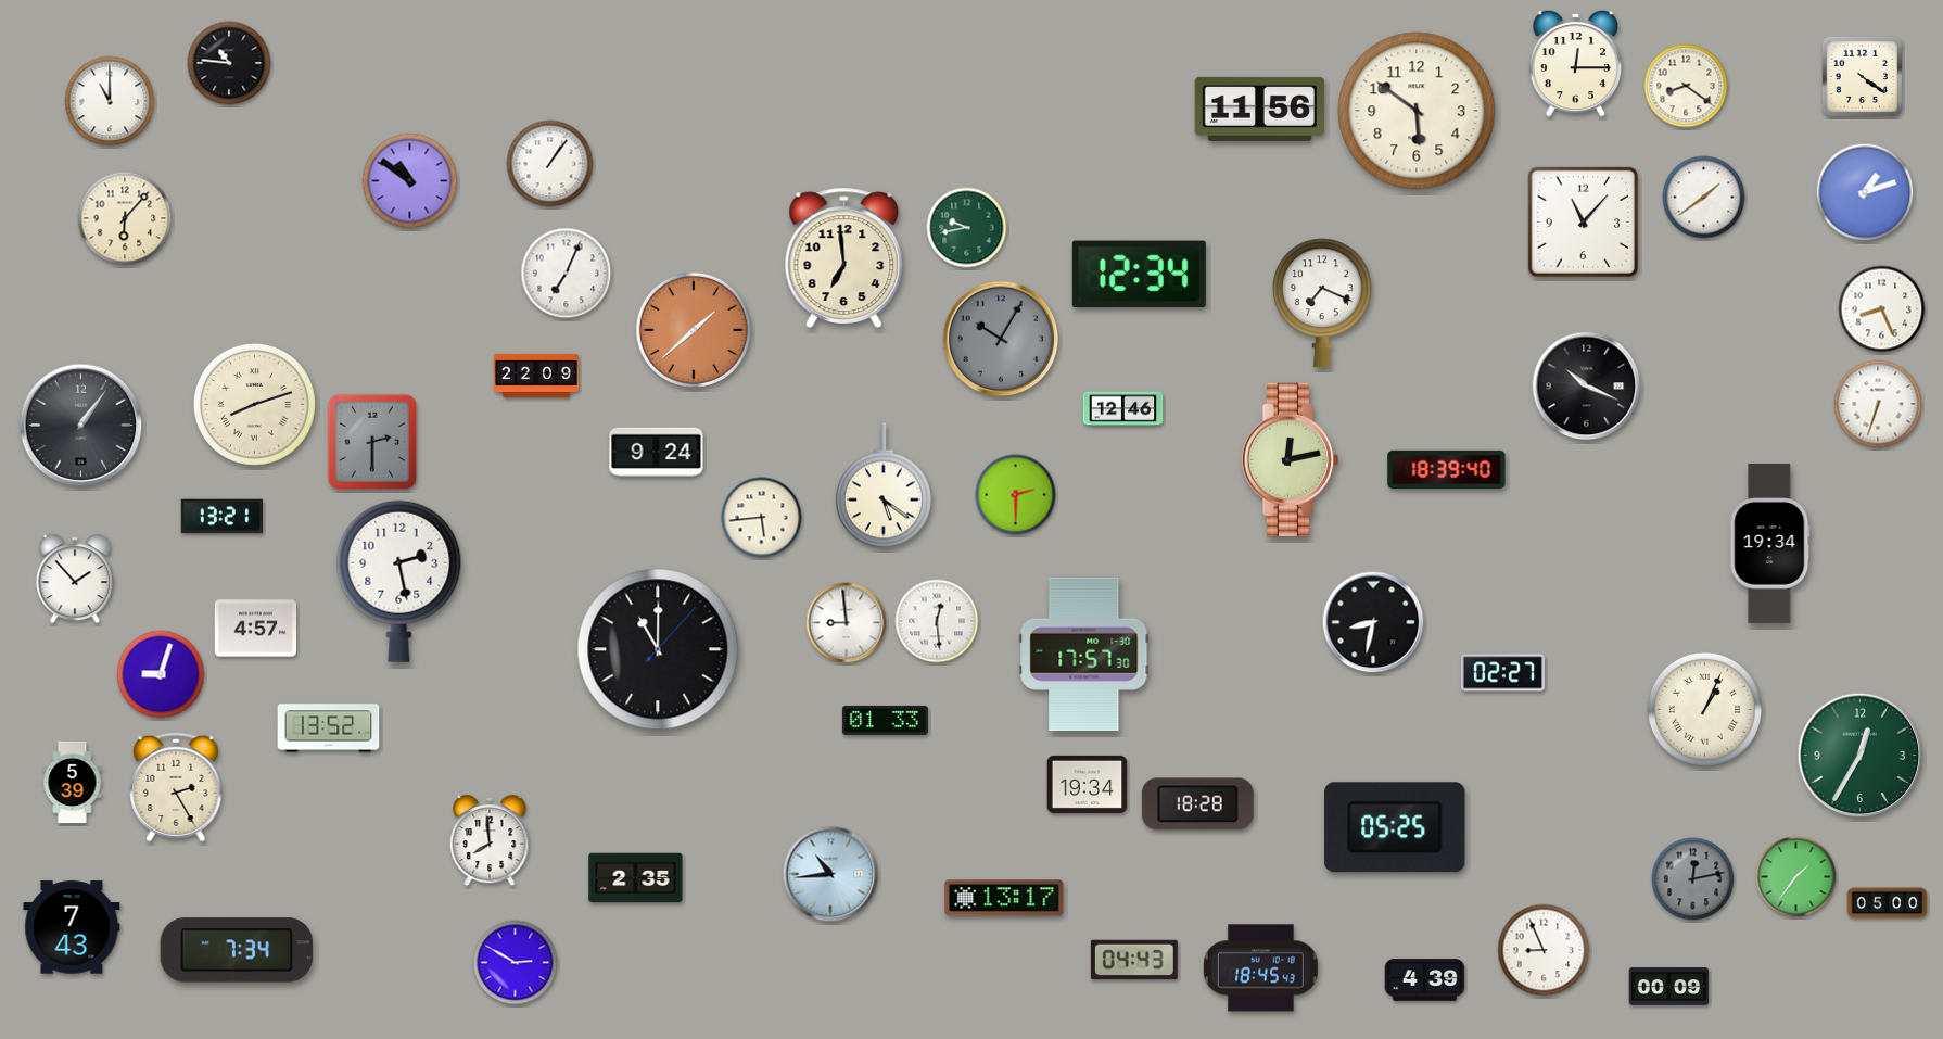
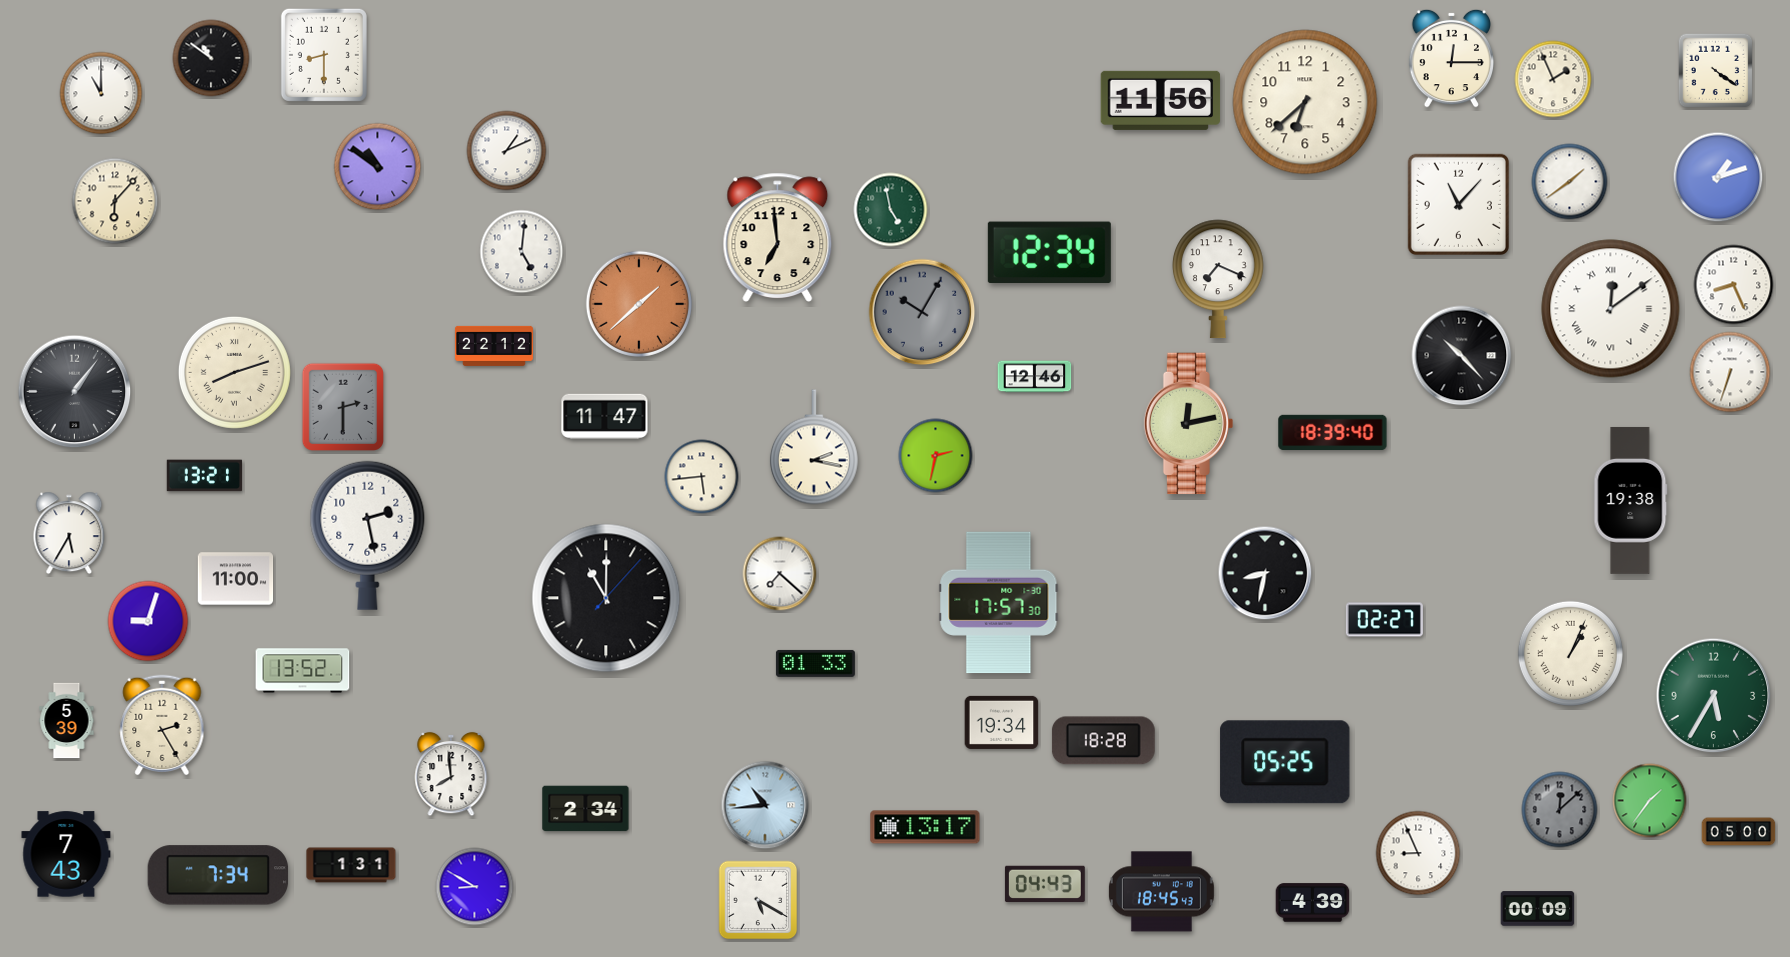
clock at (324, 55): none -> 8:30
clock at (229, 63): 10:46 -> 10:51
clock at (1686, 86): 8:21 -> 1:56
clock at (1417, 111): 5:51 -> 6:38
clock at (550, 164): 1:06 -> 1:11
clock at (967, 228): 9:43 -> 4:58
clock at (567, 274): 7:04 -> 5:01
clock at (1611, 309): none -> 12:09
clock at (536, 376): 22:09 -> 22:12
clock at (1587, 387): 10:19 -> 10:23
clock at (657, 453): 9:24 -> 11:47
clock at (884, 485): 5:21 -> 2:17
clock at (1016, 495): 2:30 -> 2:32
clock at (1770, 543): 19:34 -> 19:38
clock at (75, 579): 1:53 -> 5:35
clock at (937, 621): 12:29 -> none
clock at (847, 623): 8:59 -> 7:22
clock at (256, 629): 4:57 -> 11:00
clock at (1861, 756): 12:35 -> 5:35
clock at (1796, 877) position: (1796, 877) -> (1650, 801)
clock at (636, 878): 2:35 -> 2:34
clock at (1693, 879): 12:13 -> 12:08
clock at (351, 865): none -> 1:31
clock at (1544, 950) position: (1544, 950) -> (1418, 853)
clock at (516, 963): 2:50 -> 8:50
clock at (758, 900): none -> 5:20
